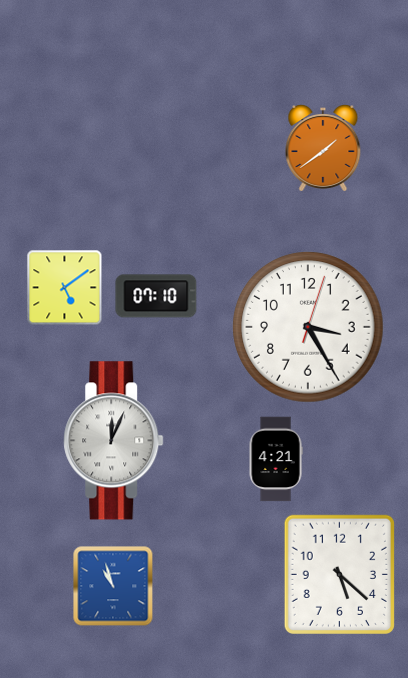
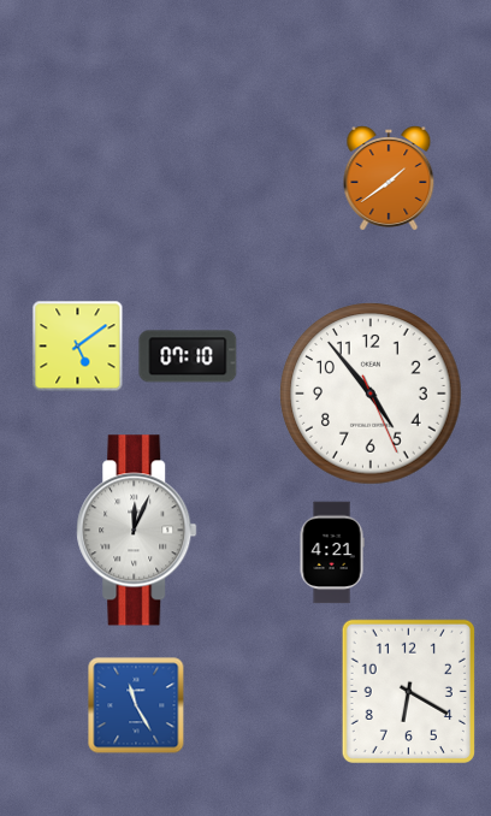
clock at (308, 327): 3:25 -> 4:53
clock at (339, 574): 5:22 -> 6:20
clock at (113, 586): 10:57 -> 11:25
